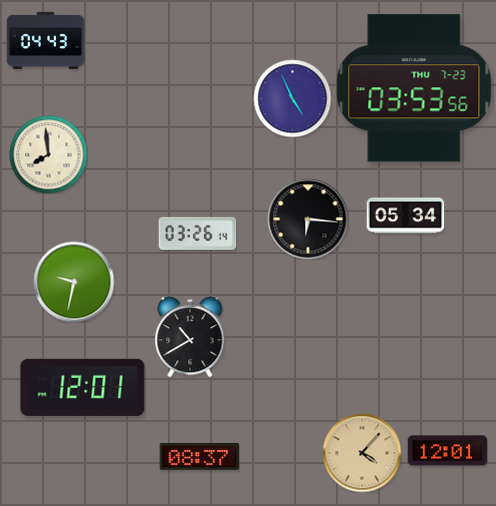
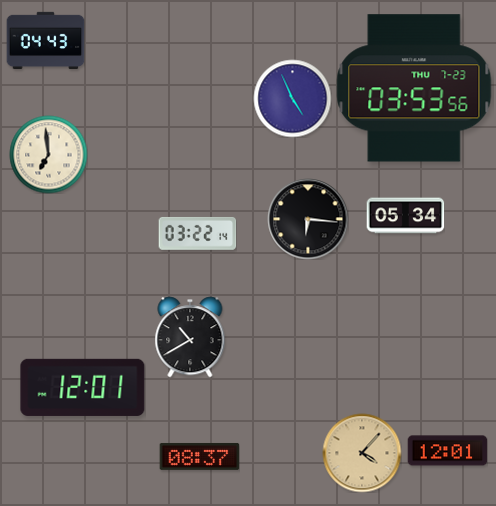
clock at (48, 154): 7:59 -> 6:59
clock at (197, 233): 03:26 -> 03:22
clock at (74, 282): 9:32 -> none
